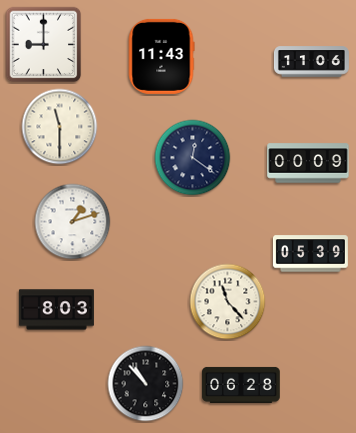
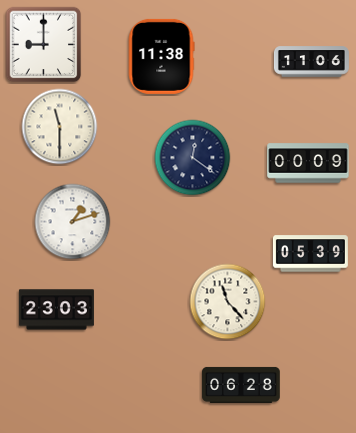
clock at (161, 56): 11:43 -> 11:38
clock at (56, 310): 8:03 -> 23:03
clock at (146, 384): 10:53 -> none
